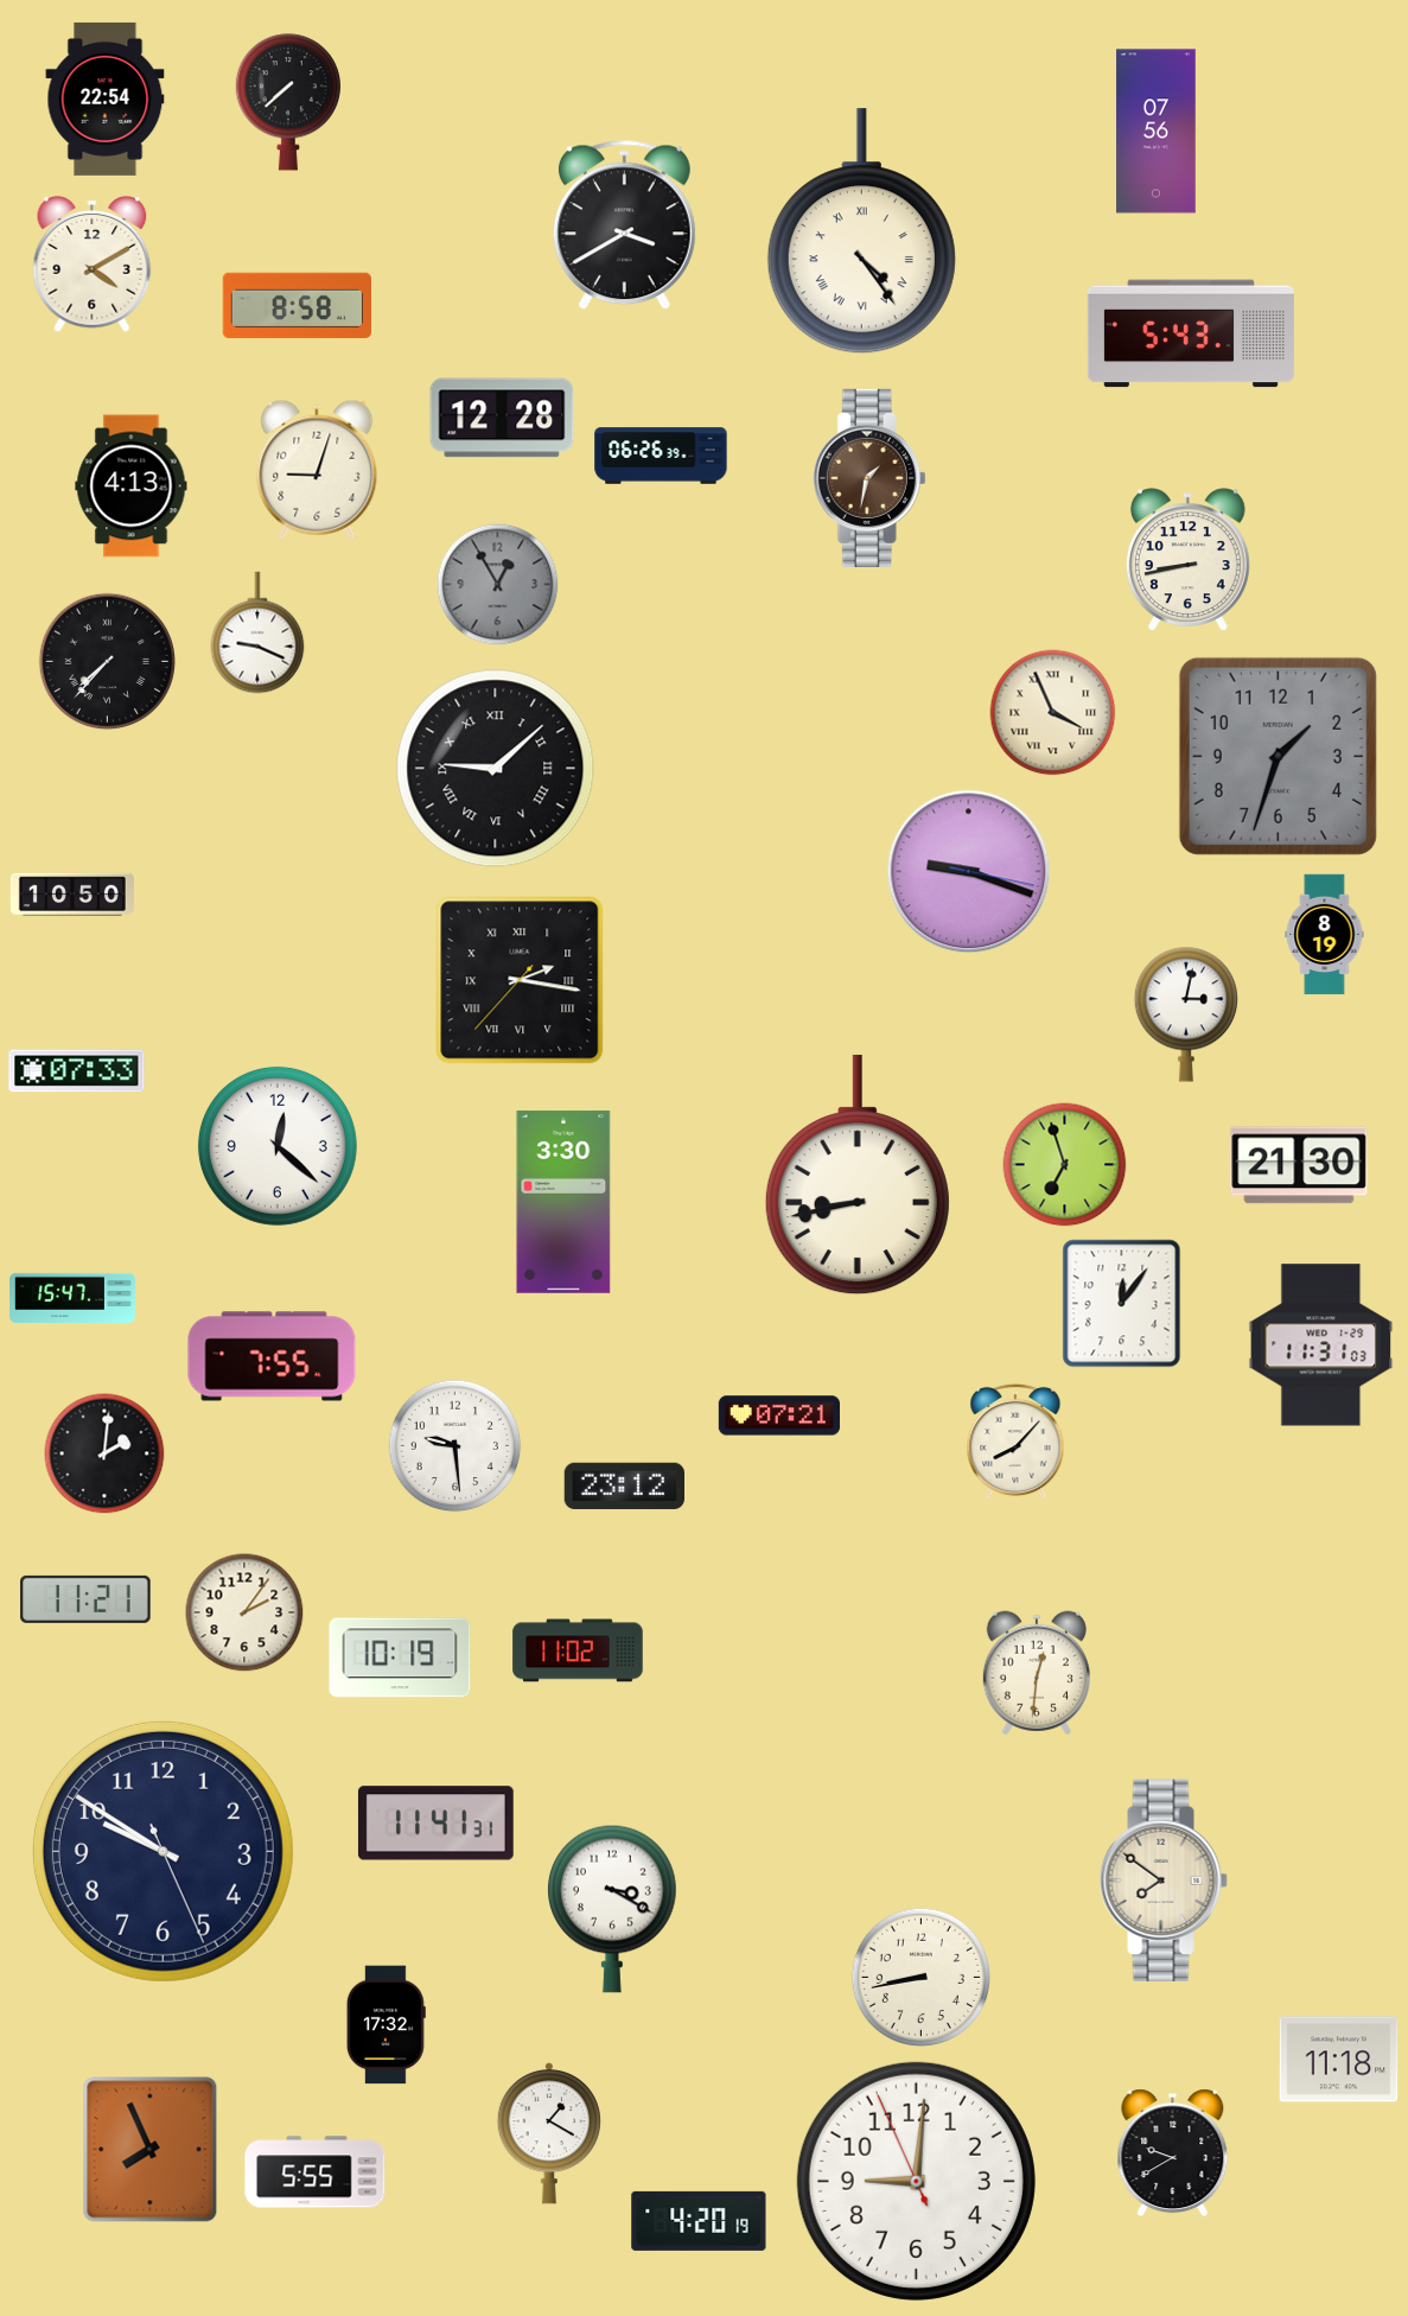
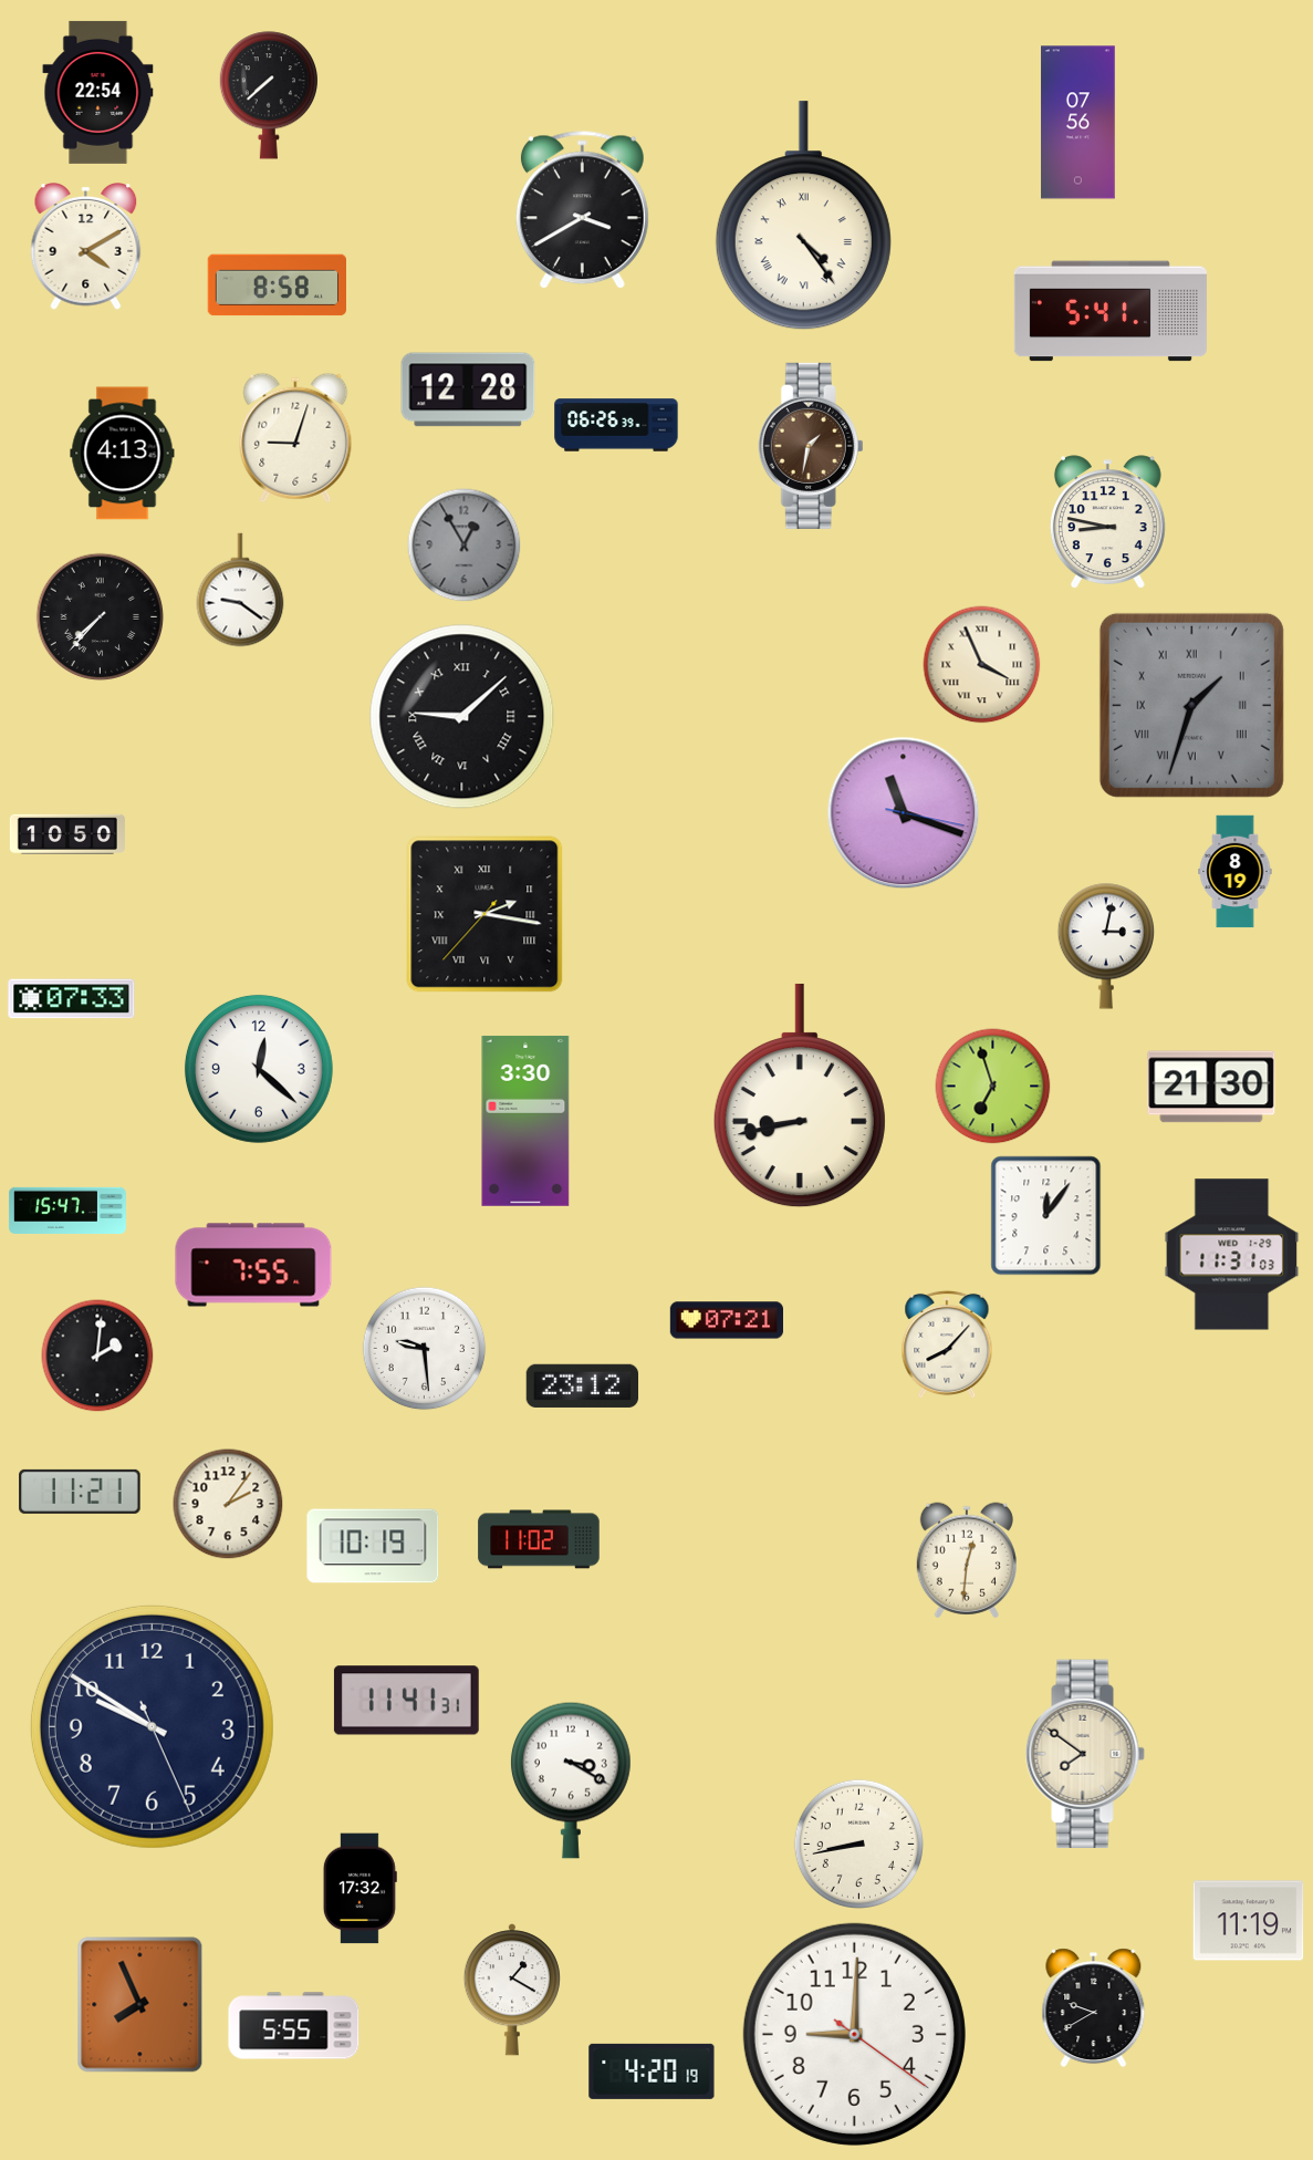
clock at (1191, 333): 5:43 -> 5:41
clock at (1187, 559): 8:43 -> 8:47
clock at (257, 632): 9:19 -> 9:21
clock at (1278, 756) numerals: Arabic -> Roman
clock at (969, 872): 9:18 -> 11:18
clock at (1339, 2060): 11:18 -> 11:19
clock at (916, 2181): 9:00:56 -> 9:00:21
